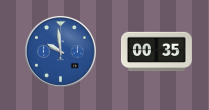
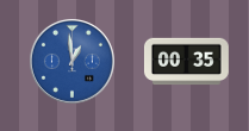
clock at (60, 51): 9:59 -> 12:59
